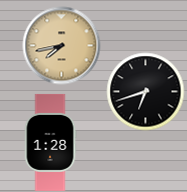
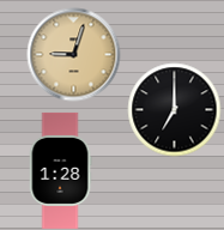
clock at (61, 45): 7:43 -> 9:03
clock at (145, 91): 6:42 -> 7:00
